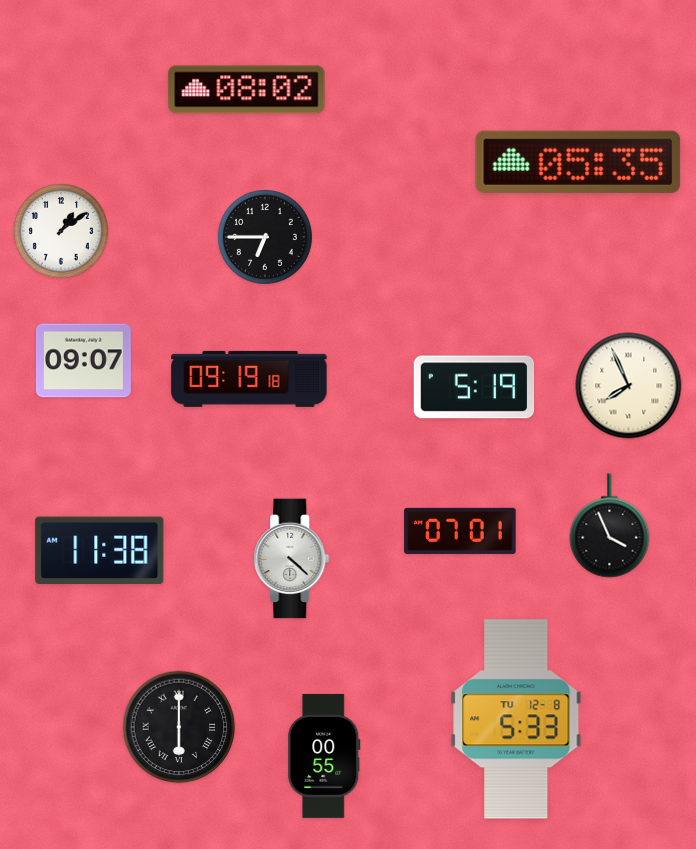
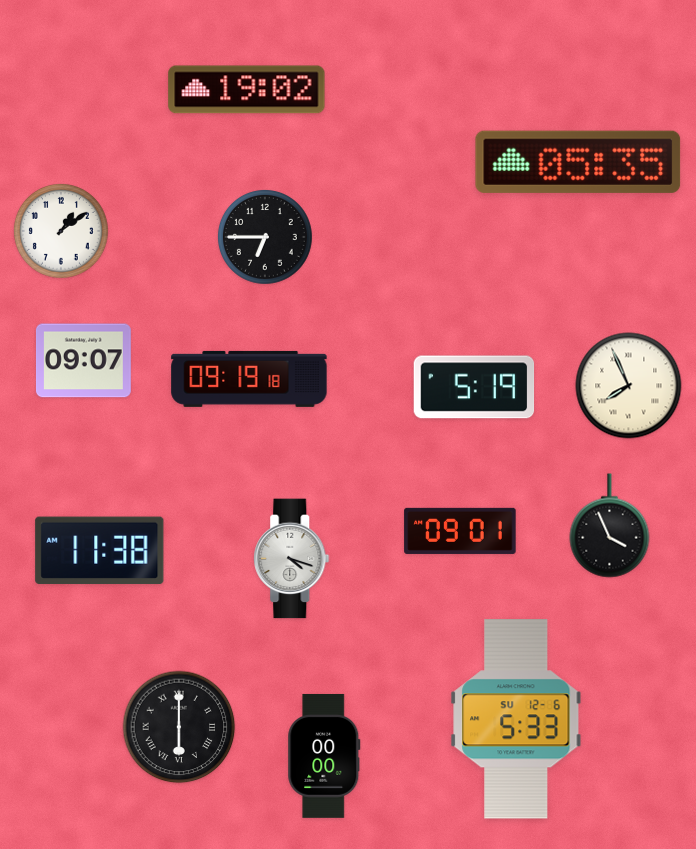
clock at (247, 90): 08:02 -> 19:02
clock at (460, 531): 07:01 -> 09:01
clock at (292, 559): 4:22 -> 4:18
clock at (516, 719) date: TU 12-8 -> SU 12-6
clock at (324, 756): 00:55 -> 00:00
